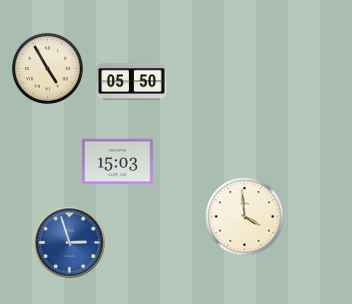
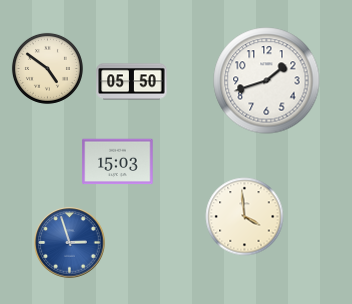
clock at (47, 68): 4:55 -> 4:51
clock at (267, 81): none -> 1:42
